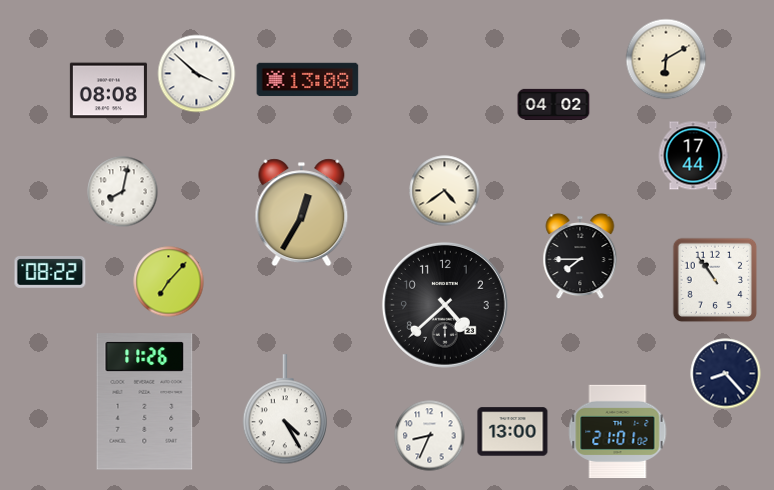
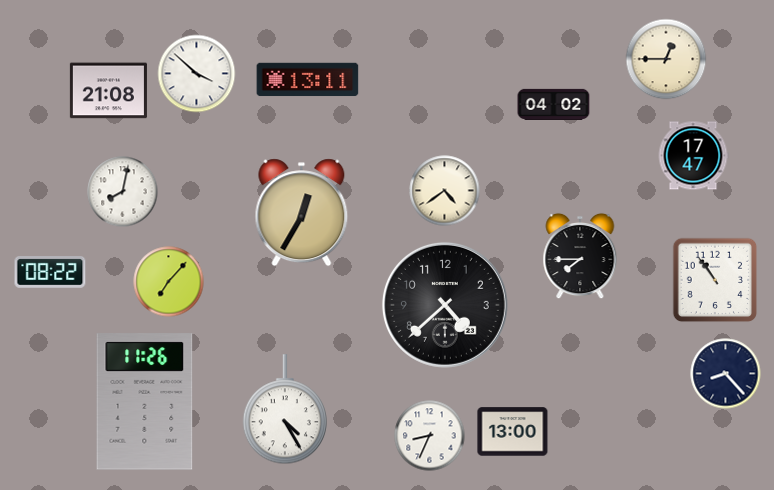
clock at (666, 59): 6:10 -> 12:45
clock at (308, 80): 13:08 -> 13:11
clock at (108, 91): 08:08 -> 21:08
clock at (693, 156): 17:44 -> 17:47
clock at (618, 431): 21:01 -> none
